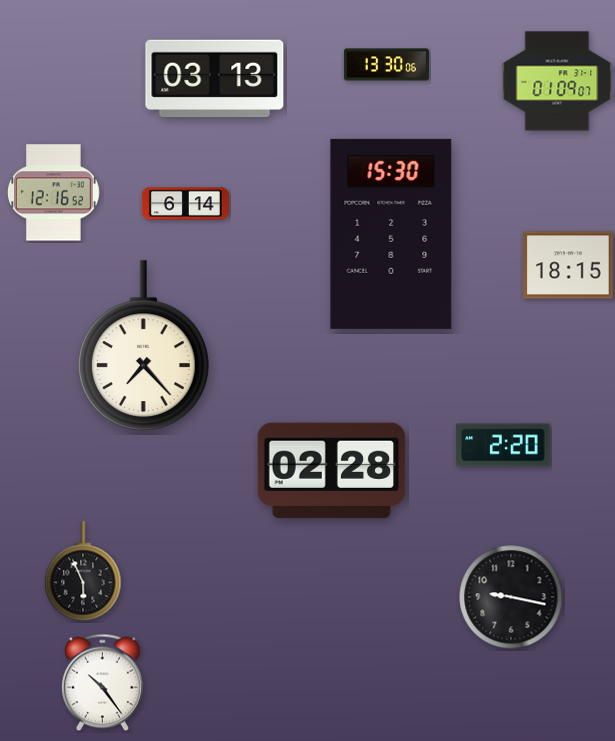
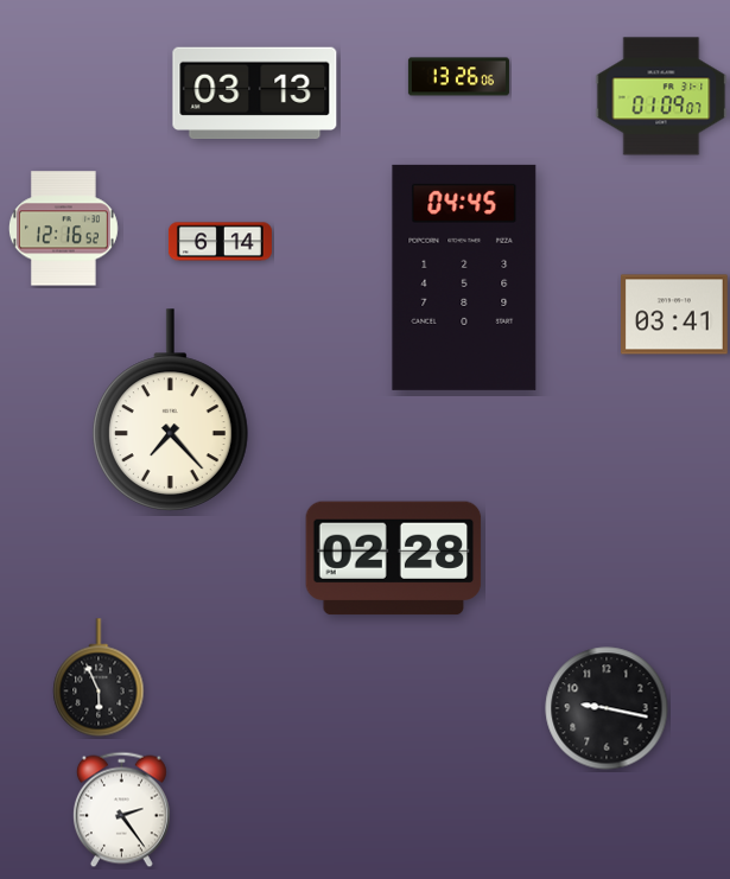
clock at (386, 65): 13:30 -> 13:26
clock at (391, 234): 15:30 -> 04:45
clock at (569, 265): 18:15 -> 03:41
clock at (503, 445): 2:20 -> none
clock at (102, 683): 10:24 -> 2:24
